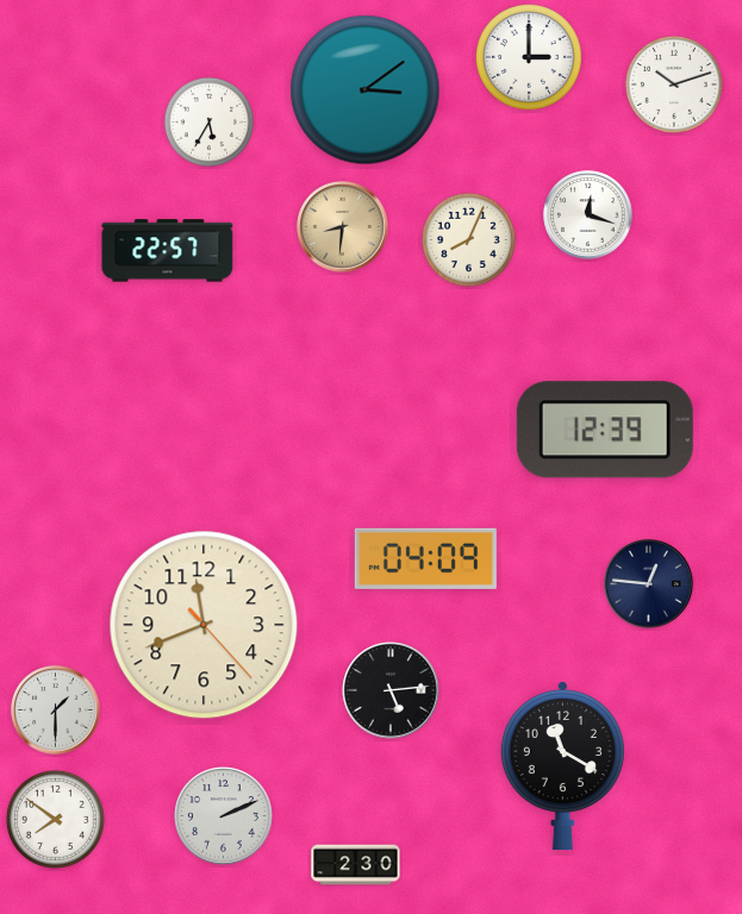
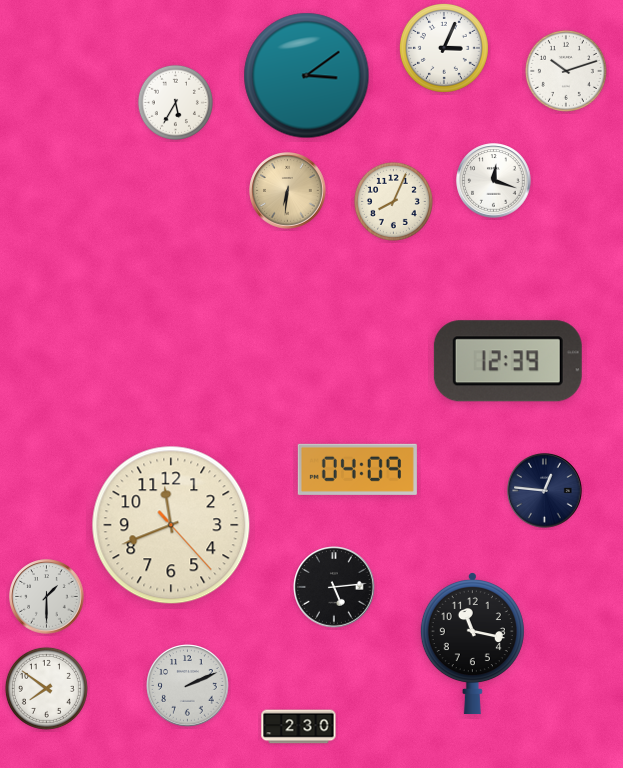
clock at (529, 57): 3:00 -> 3:04
clock at (343, 227): 8:31 -> 6:31
clock at (168, 251): 22:57 -> none
clock at (391, 690) position: (391, 690) -> (334, 587)
clock at (562, 766): 11:20 -> 11:17
